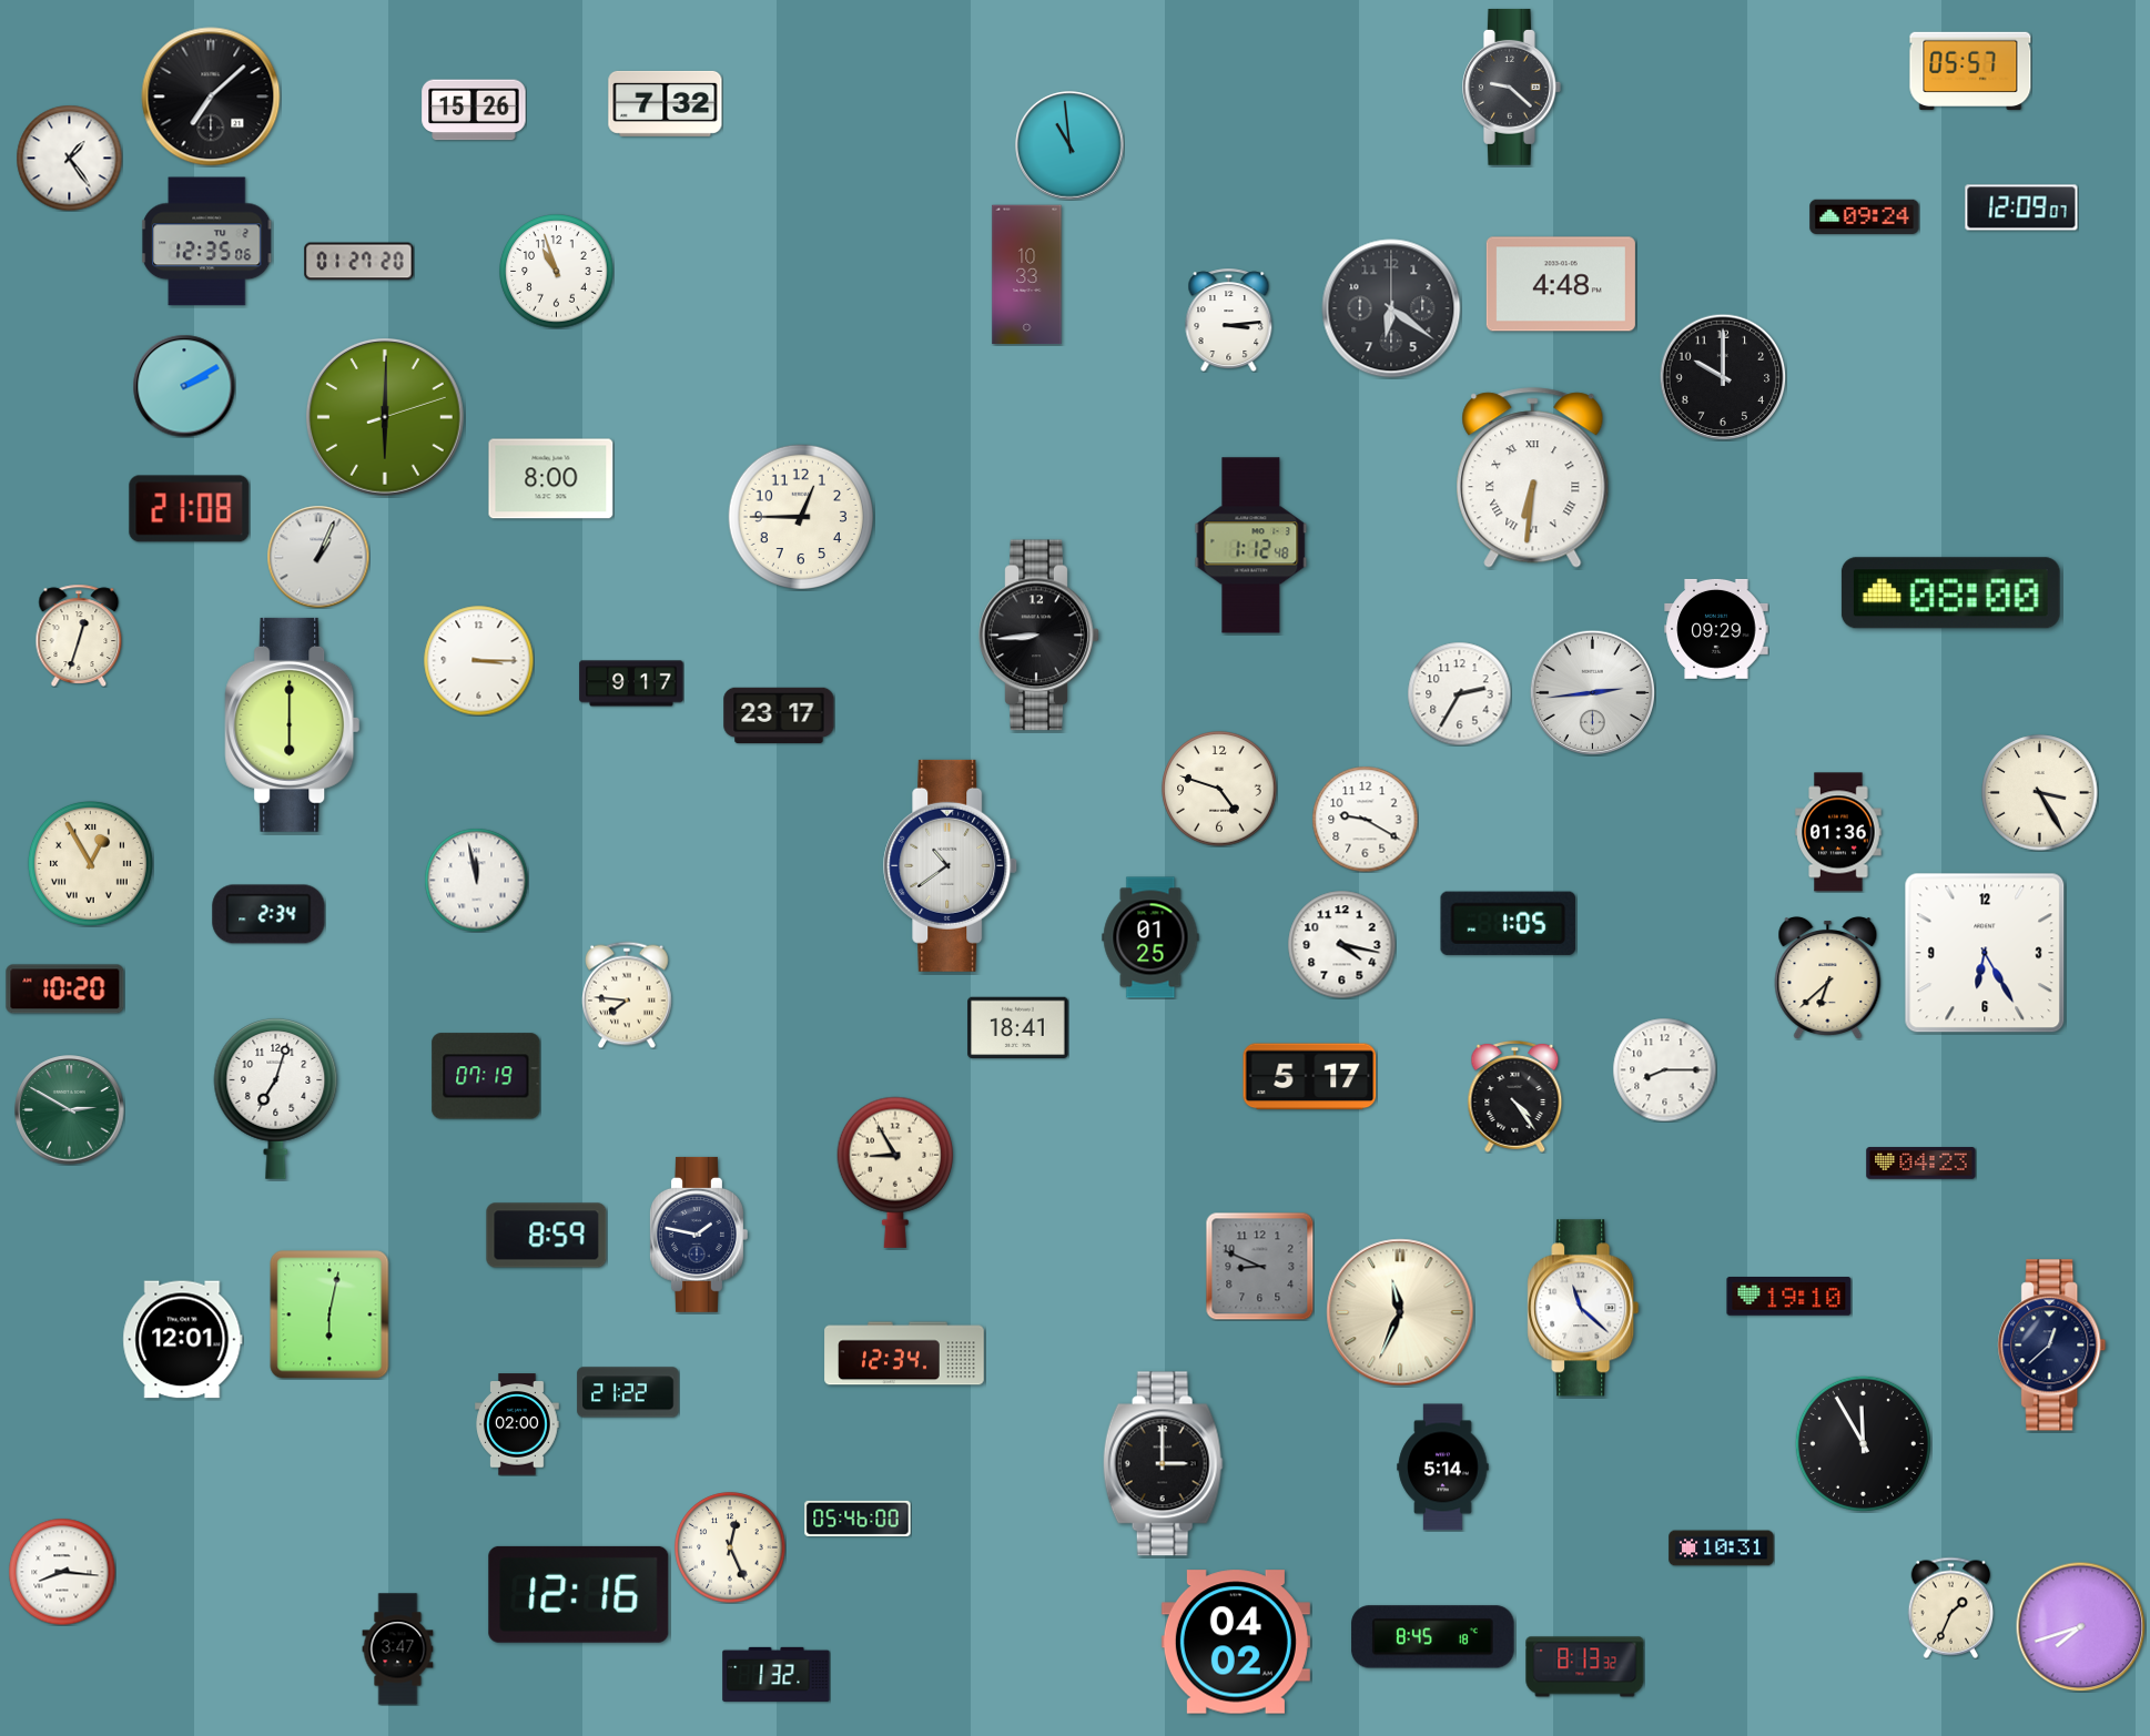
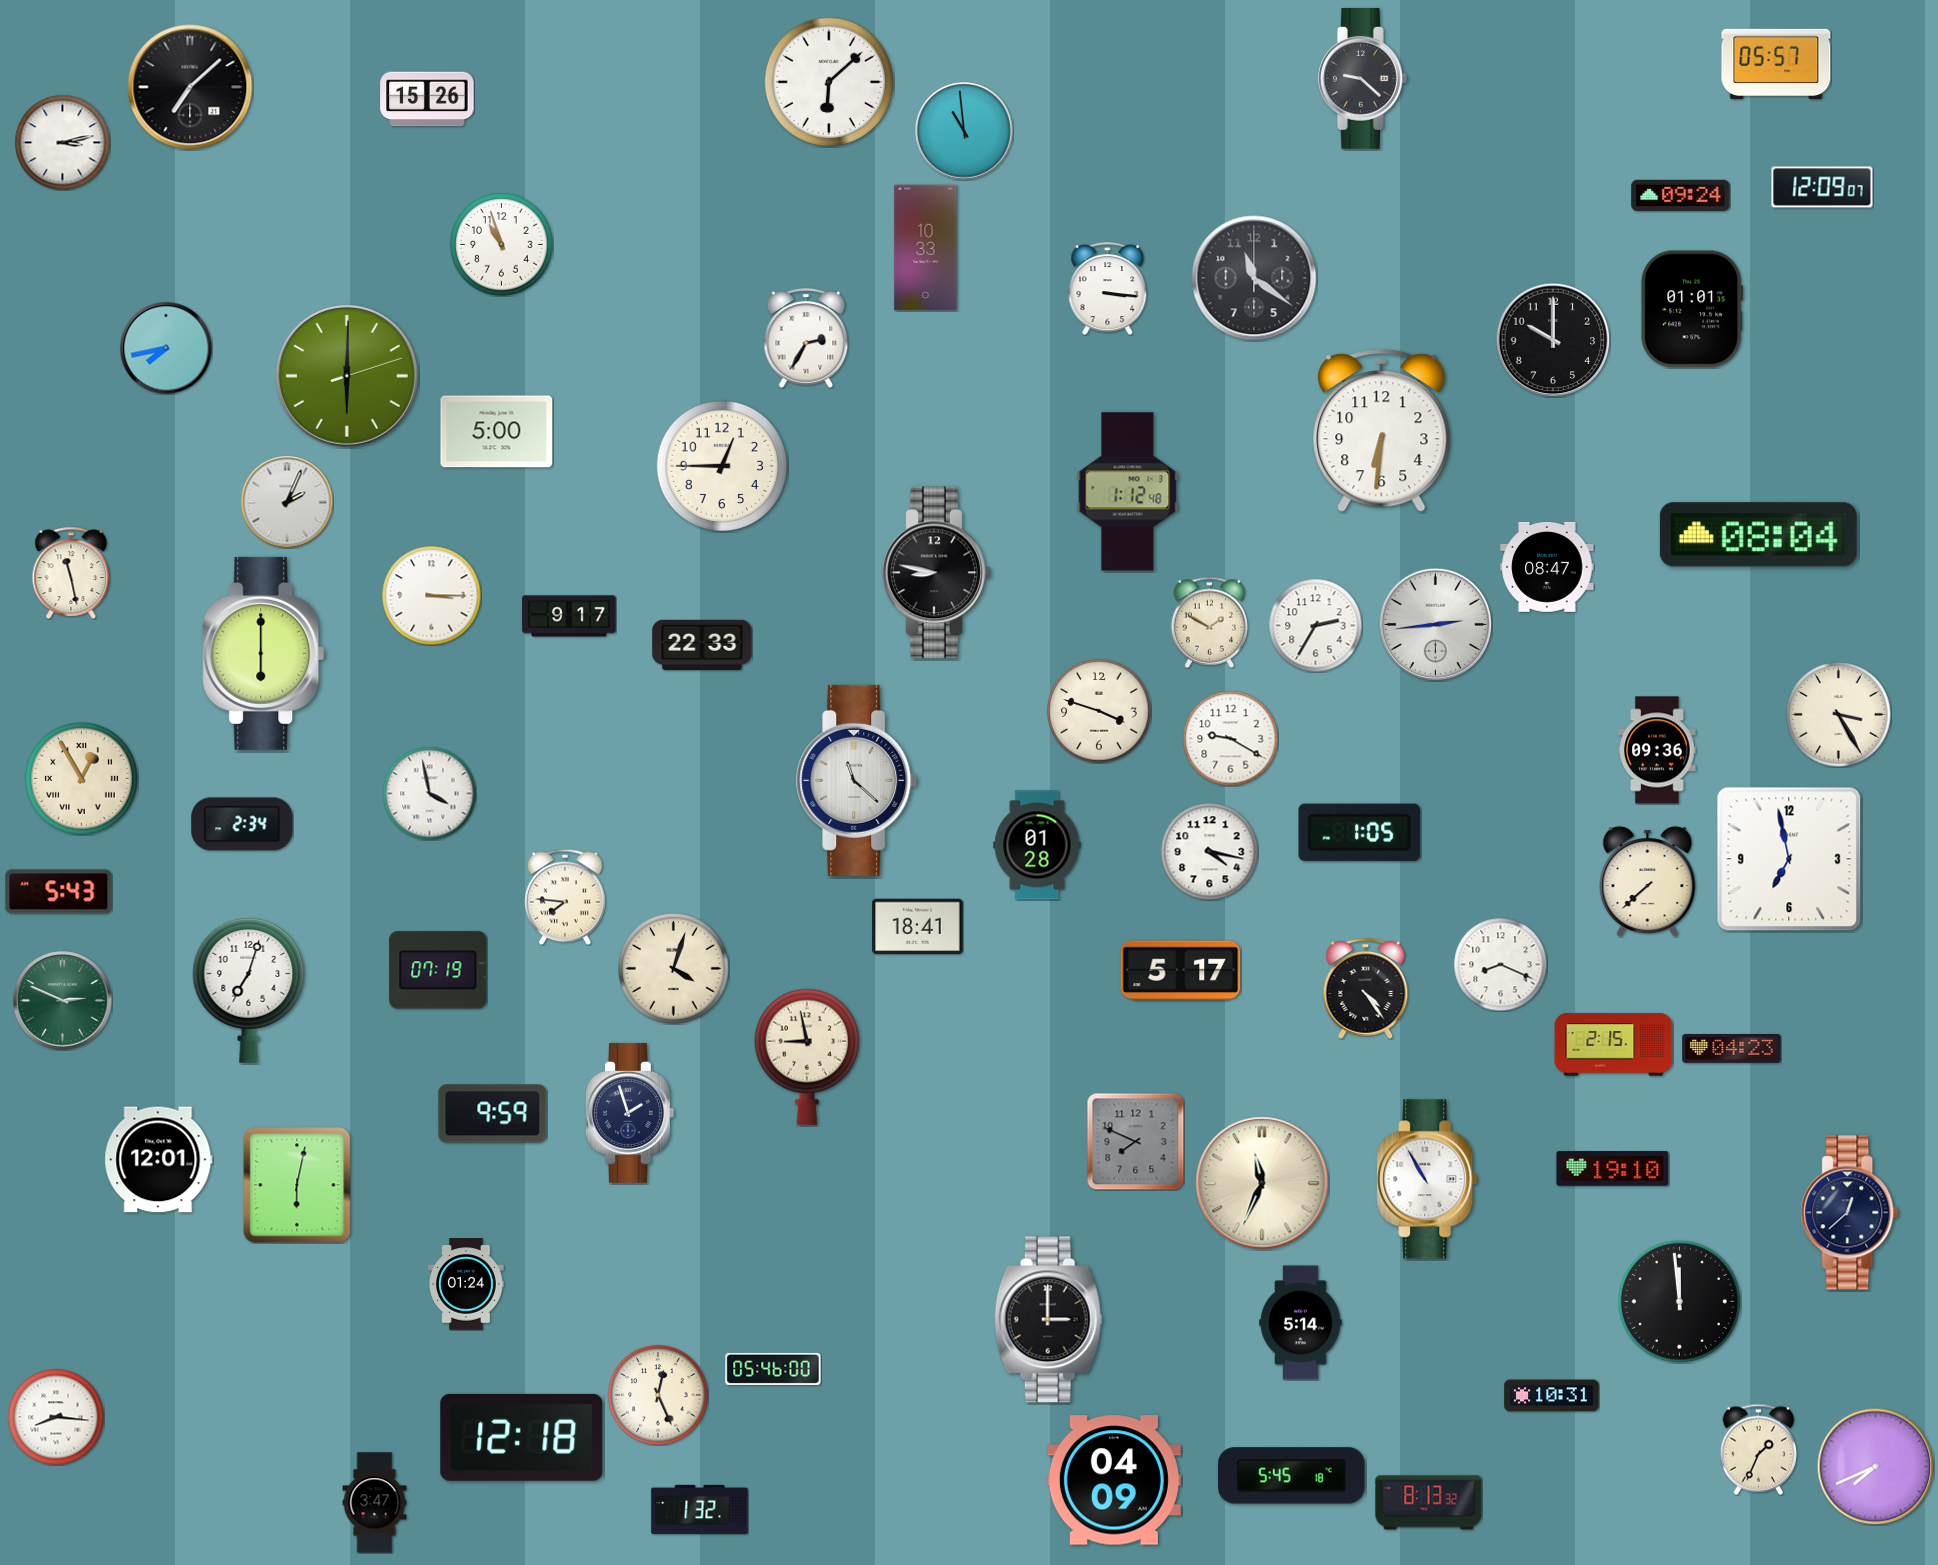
clock at (829, 82): none -> 6:08
clock at (666, 103): 7:32 -> none
clock at (69, 158): 1:24 -> 3:13
clock at (207, 242): 12:35 -> none
clock at (359, 262): 01:27 -> none
clock at (1561, 284): 4:48 -> none
clock at (1391, 308): 6:21 -> 11:21
clock at (1229, 319): 3:14 -> 3:16
clock at (1692, 309): none -> 01:01
clock at (806, 338): none -> 2:35
clock at (184, 386): 2:10 -> 7:43
clock at (1533, 478) numerals: Roman -> Arabic
clock at (551, 479): 8:00 -> 5:00
clock at (190, 509): 21:08 -> none
clock at (318, 557): 1:04 -> 2:04
clock at (1950, 593): 08:00 -> 08:04
clock at (1716, 629): 09:29 -> 08:47
clock at (79, 636): 12:33 -> 11:28
clock at (1039, 636): 8:44 -> 8:47
clock at (1210, 622): none -> 1:50
clock at (779, 714): 23:17 -> 22:33
clock at (1219, 789): 4:48 -> 3:48
clock at (1838, 832): 01:36 -> 09:36
clock at (951, 865): 10:39 -> 11:22
clock at (476, 880): 11:58 -> 3:58
clock at (1150, 937): 01:25 -> 01:28
clock at (1985, 953): 6:25 -> 6:58
clock at (1828, 978): 6:38 -> 7:38
clock at (65, 989): 10:20 -> 5:43
clock at (1664, 1069): 8:15 -> 8:19
clock at (674, 969): none -> 4:03
clock at (70, 1110): 2:50 -> 2:49
clock at (1614, 1045): none -> 2:15
clock at (895, 1172): 8:55 -> 8:58
clock at (699, 1235): 1:47 -> 1:57
clock at (547, 1236): 8:59 -> 9:59
clock at (1259, 1266): 8:49 -> 7:49
clock at (1583, 1308): 11:22 -> 10:55
clock at (183, 1340) position: (183, 1340) -> (159, 1160)
clock at (904, 1353): 12:34 -> none
clock at (628, 1392): 21:22 -> none
clock at (517, 1424): 02:00 -> 01:24
clock at (1863, 1443): 11:55 -> 11:59
clock at (579, 1594): 12:16 -> 12:18
clock at (2080, 1626): 7:42 -> 7:41
clock at (1433, 1637): 8:45 -> 5:45
clock at (1236, 1642): 04:02 -> 04:09
clock at (398, 1649) position: (398, 1649) -> (375, 1503)
